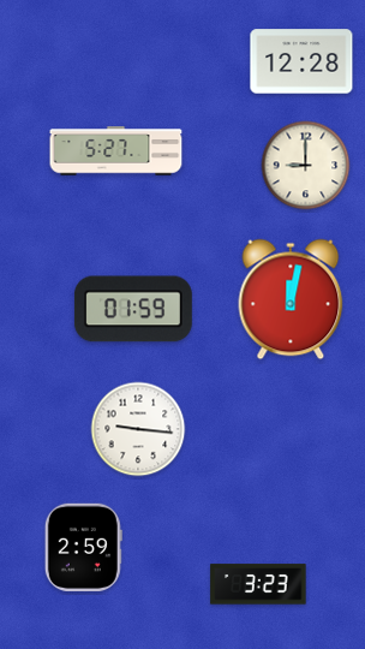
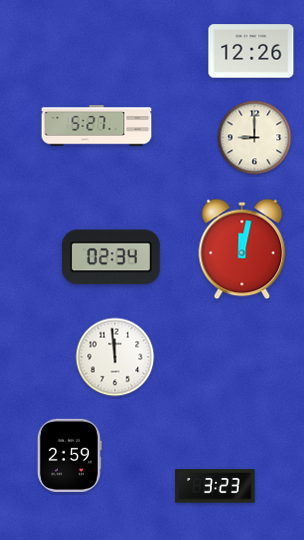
clock at (301, 61): 12:28 -> 12:26
clock at (133, 309): 01:59 -> 02:34
clock at (138, 429): 9:16 -> 11:59
